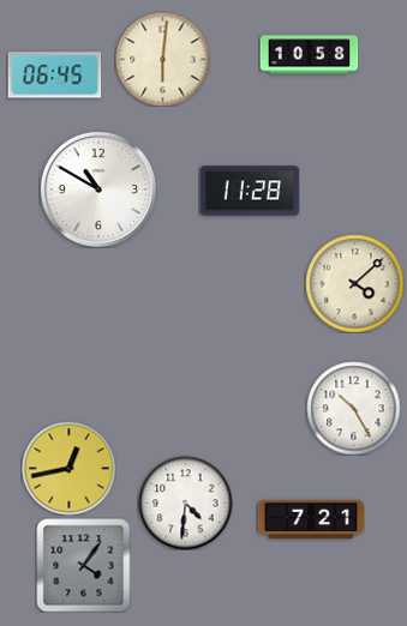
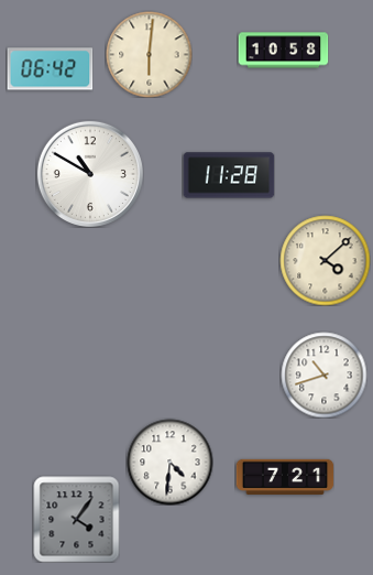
clock at (54, 76): 06:45 -> 06:42
clock at (353, 408): 10:25 -> 10:42
clock at (68, 468): 12:43 -> none
